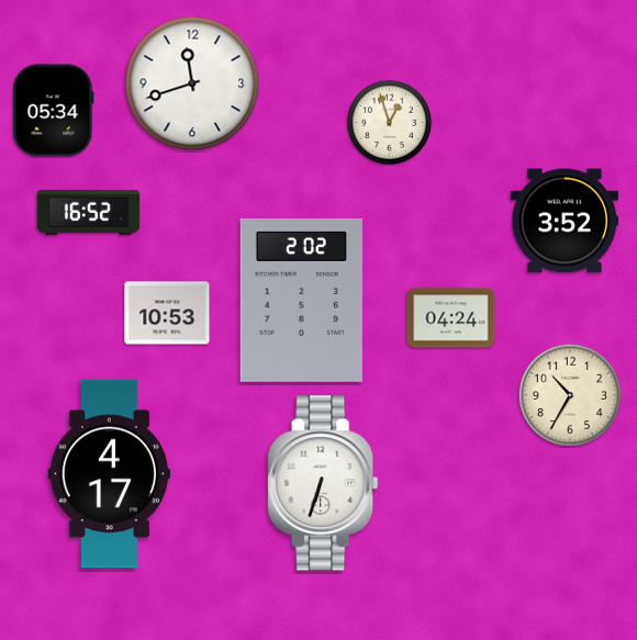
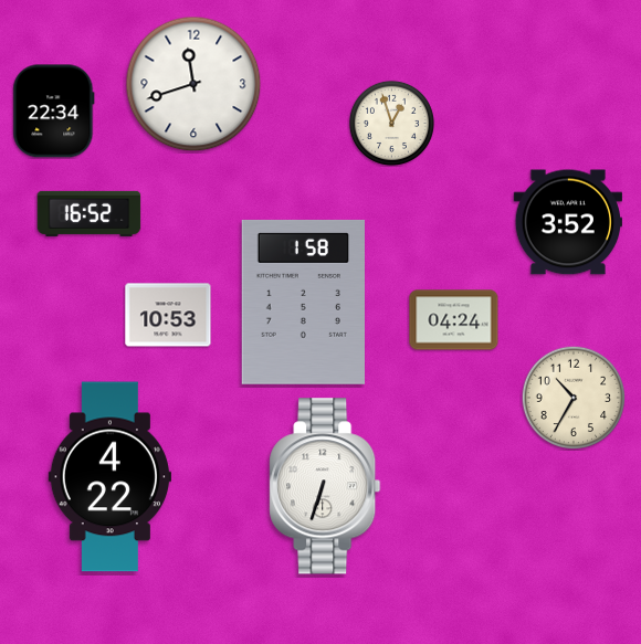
clock at (54, 111): 05:34 -> 22:34
clock at (301, 300): 2:02 -> 1:58
clock at (109, 474): 4:17 -> 4:22
